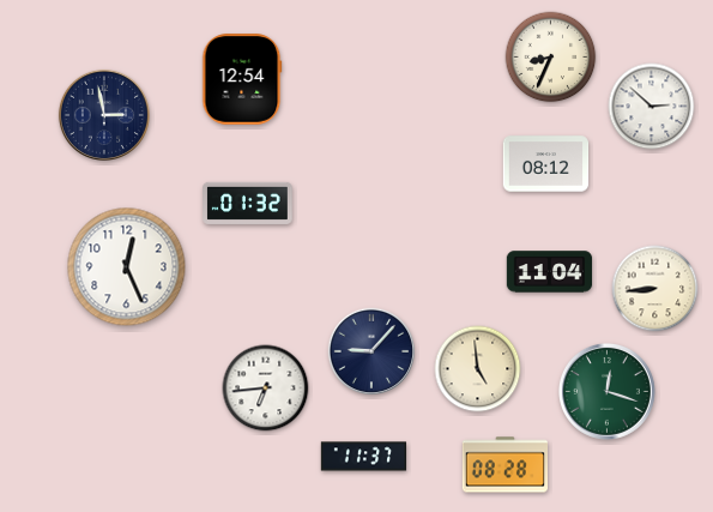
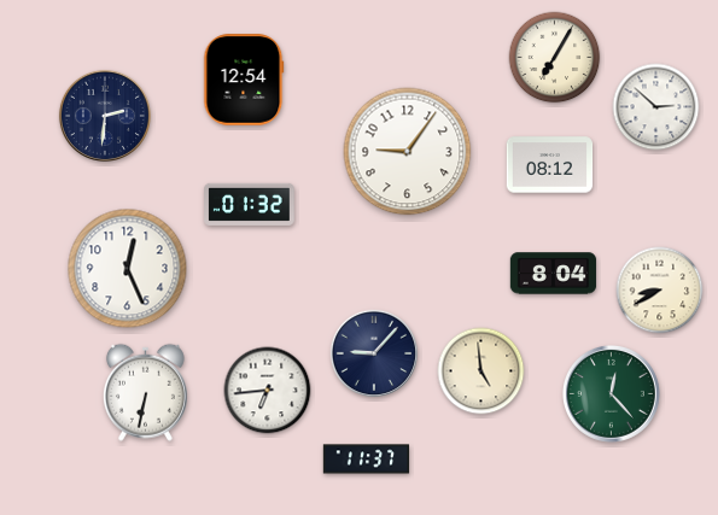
clock at (551, 58): 8:34 -> 7:05
clock at (104, 115): 2:58 -> 2:31
clock at (408, 152): none -> 9:06
clock at (550, 272): 11:04 -> 8:04
clock at (655, 289): 8:44 -> 8:40
clock at (145, 392): none -> 6:32
clock at (606, 391): 12:18 -> 12:23
clock at (504, 465): 08:28 -> none
